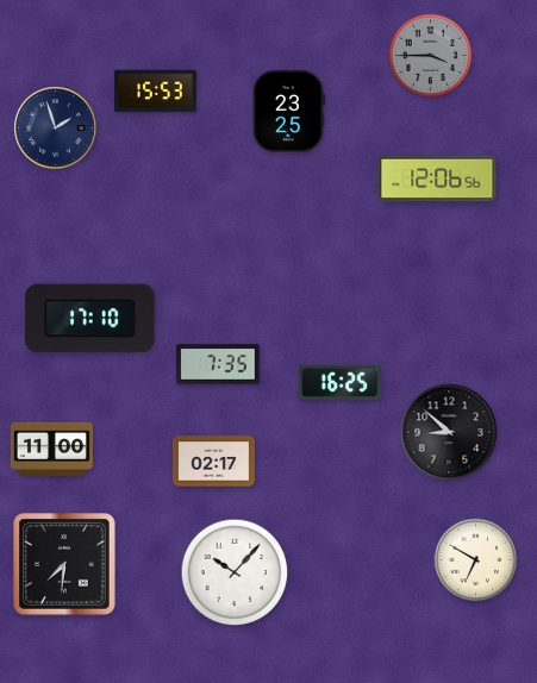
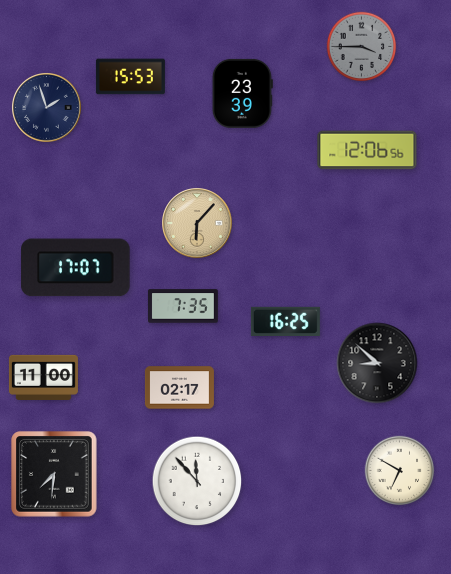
clock at (288, 111): 23:25 -> 23:39
clock at (197, 223): none -> 6:07
clock at (90, 319): 17:10 -> 17:07
clock at (235, 572): 10:07 -> 11:53
